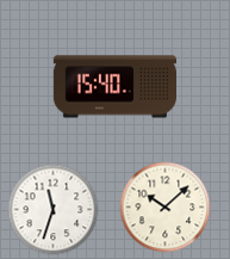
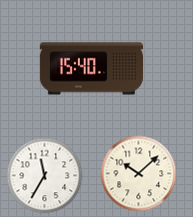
clock at (114, 87) position: (114, 87) -> (91, 69)
clock at (54, 210): 11:33 -> 11:35
